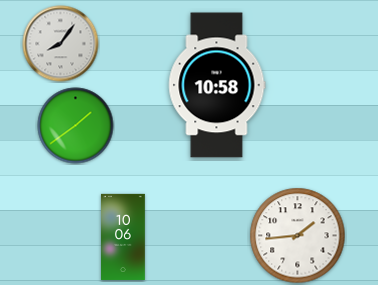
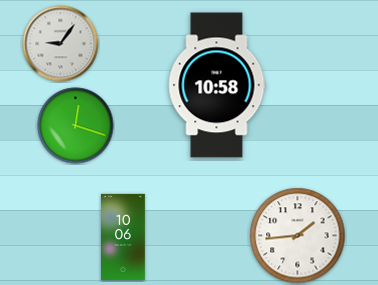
clock at (61, 44): 8:06 -> 9:06
clock at (76, 126): 1:39 -> 12:18
